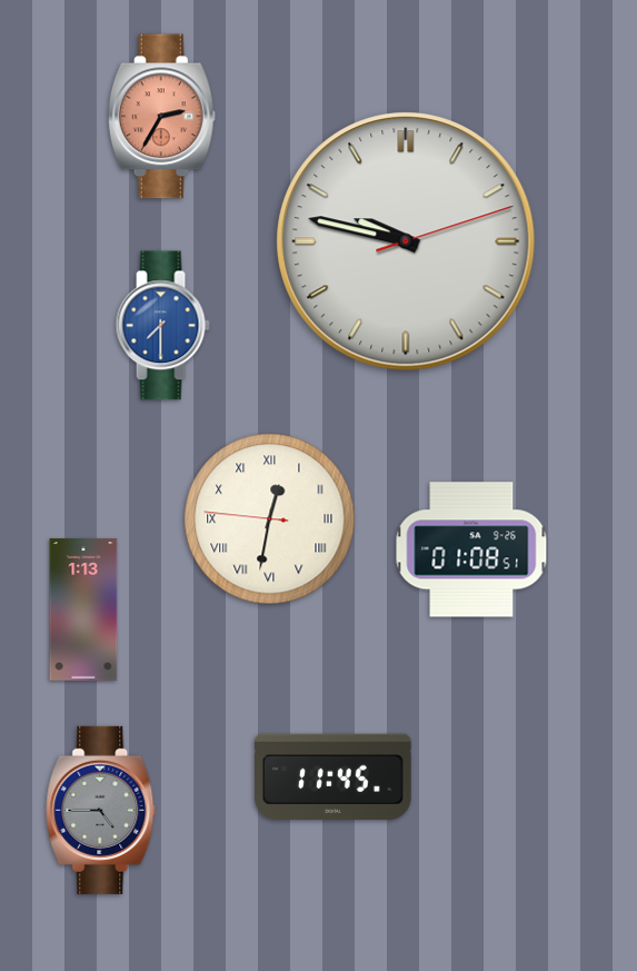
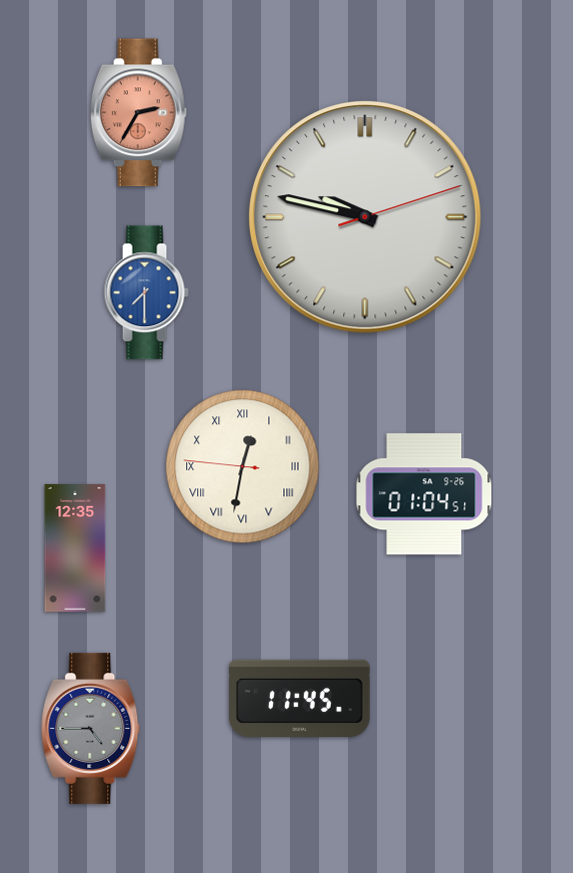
clock at (161, 117) position: (161, 117) -> (138, 113)
clock at (471, 549): 01:08 -> 01:04
clock at (83, 610): 1:13 -> 12:35
